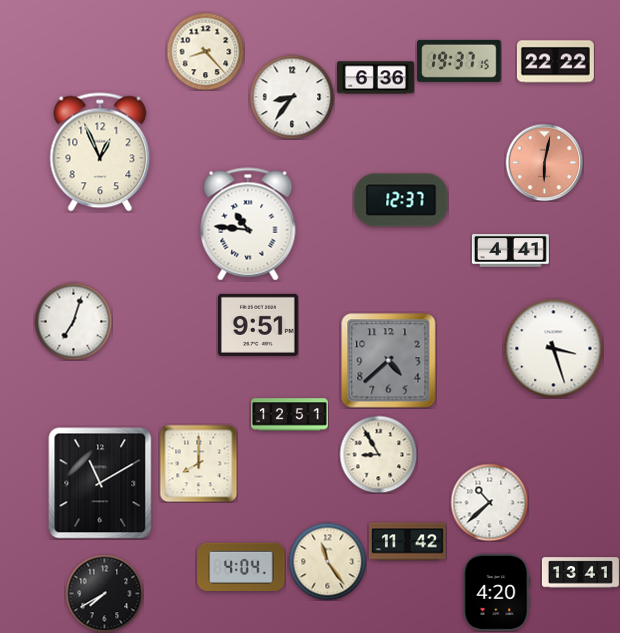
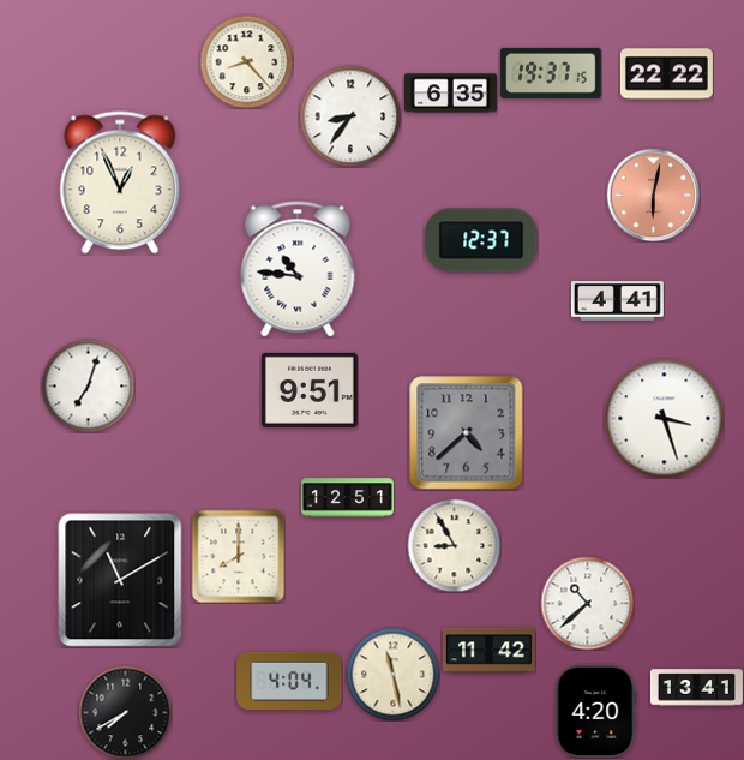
clock at (375, 78): 6:36 -> 6:35
clock at (510, 251) position: (510, 251) -> (617, 301)
clock at (327, 561): 11:24 -> 11:28
